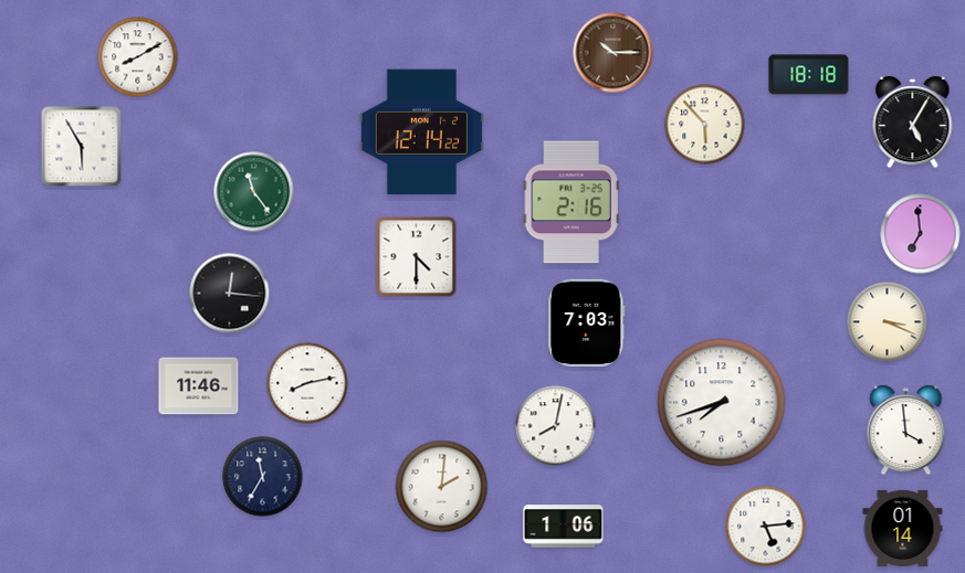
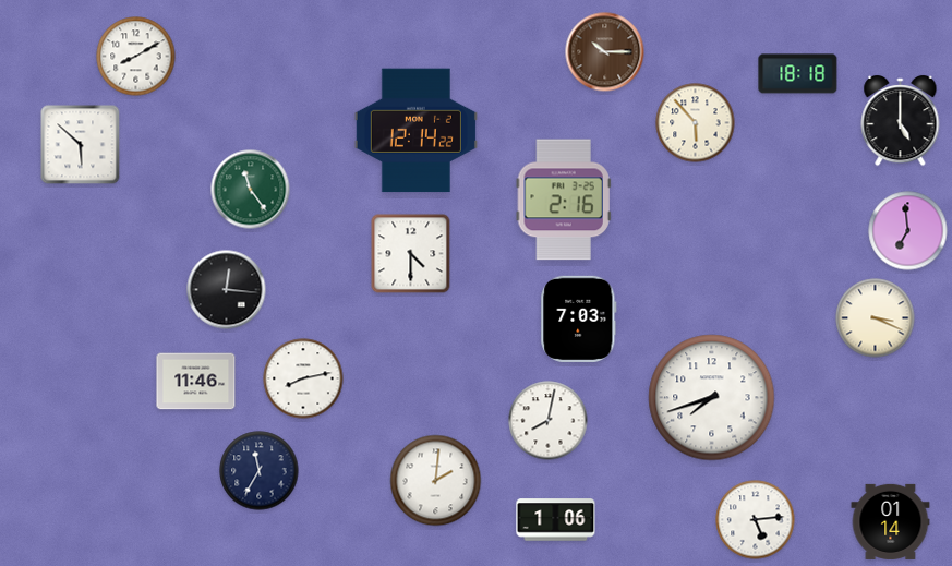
clock at (913, 123): 5:05 -> 5:00
clock at (82, 147): 5:55 -> 5:52
clock at (906, 431): 3:59 -> none
